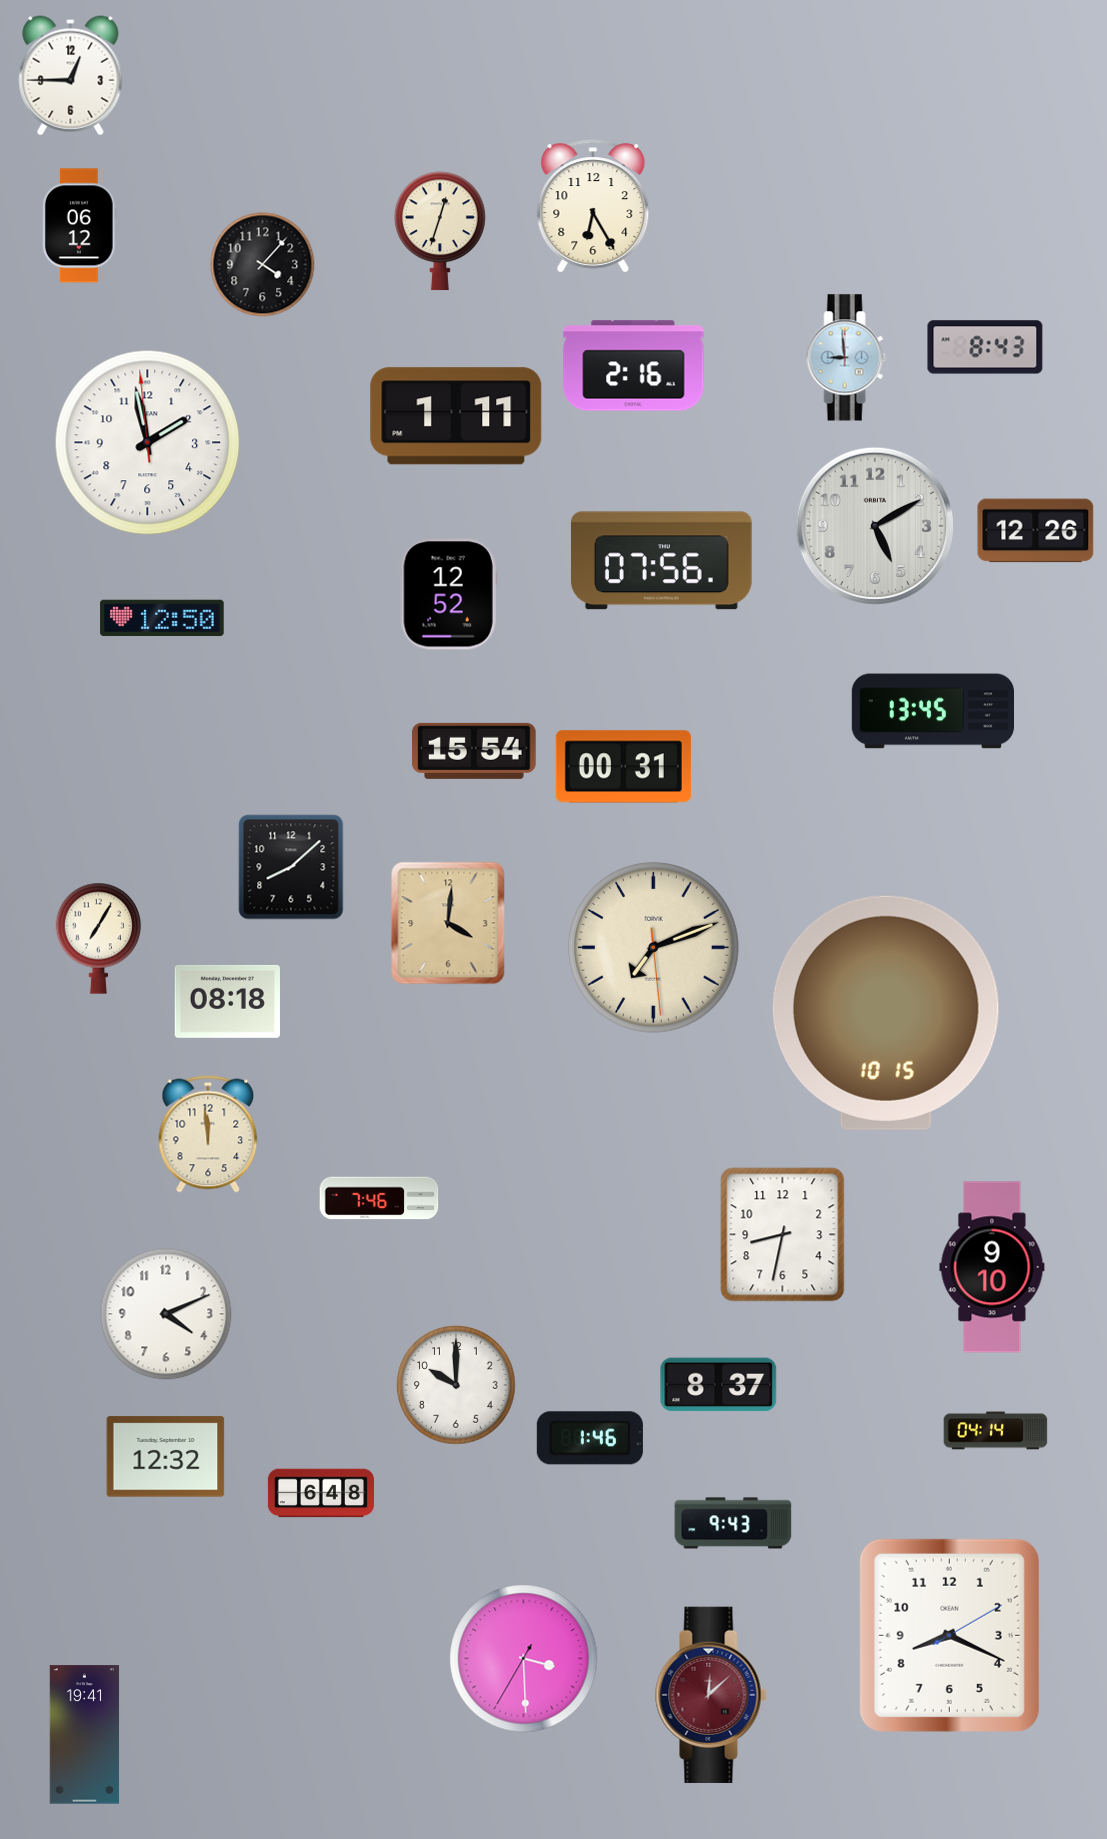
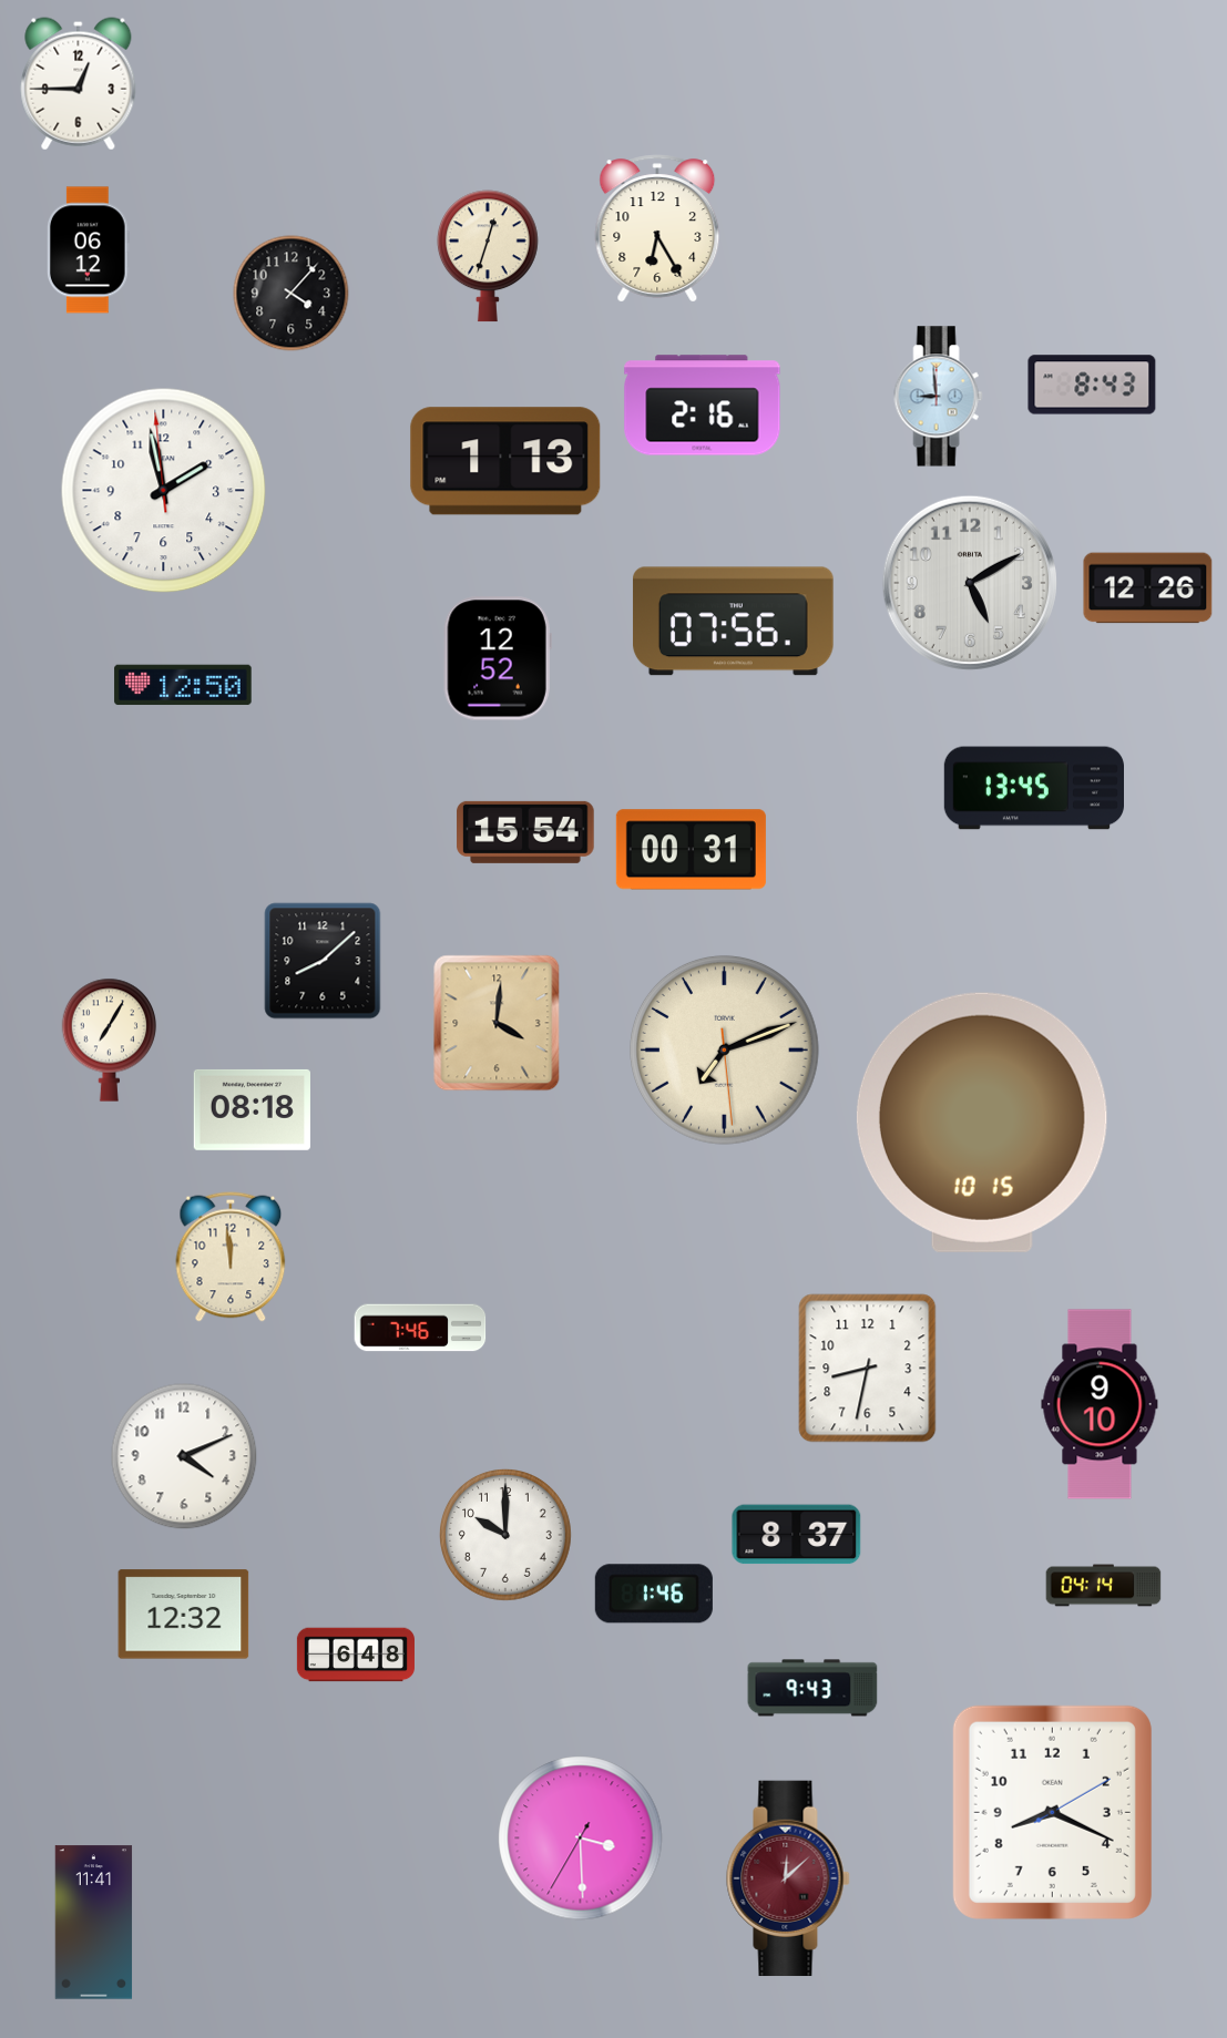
clock at (456, 416): 1:11 -> 1:13
clock at (162, 618) position: (162, 618) -> (183, 685)
clock at (85, 1735): 19:41 -> 11:41
